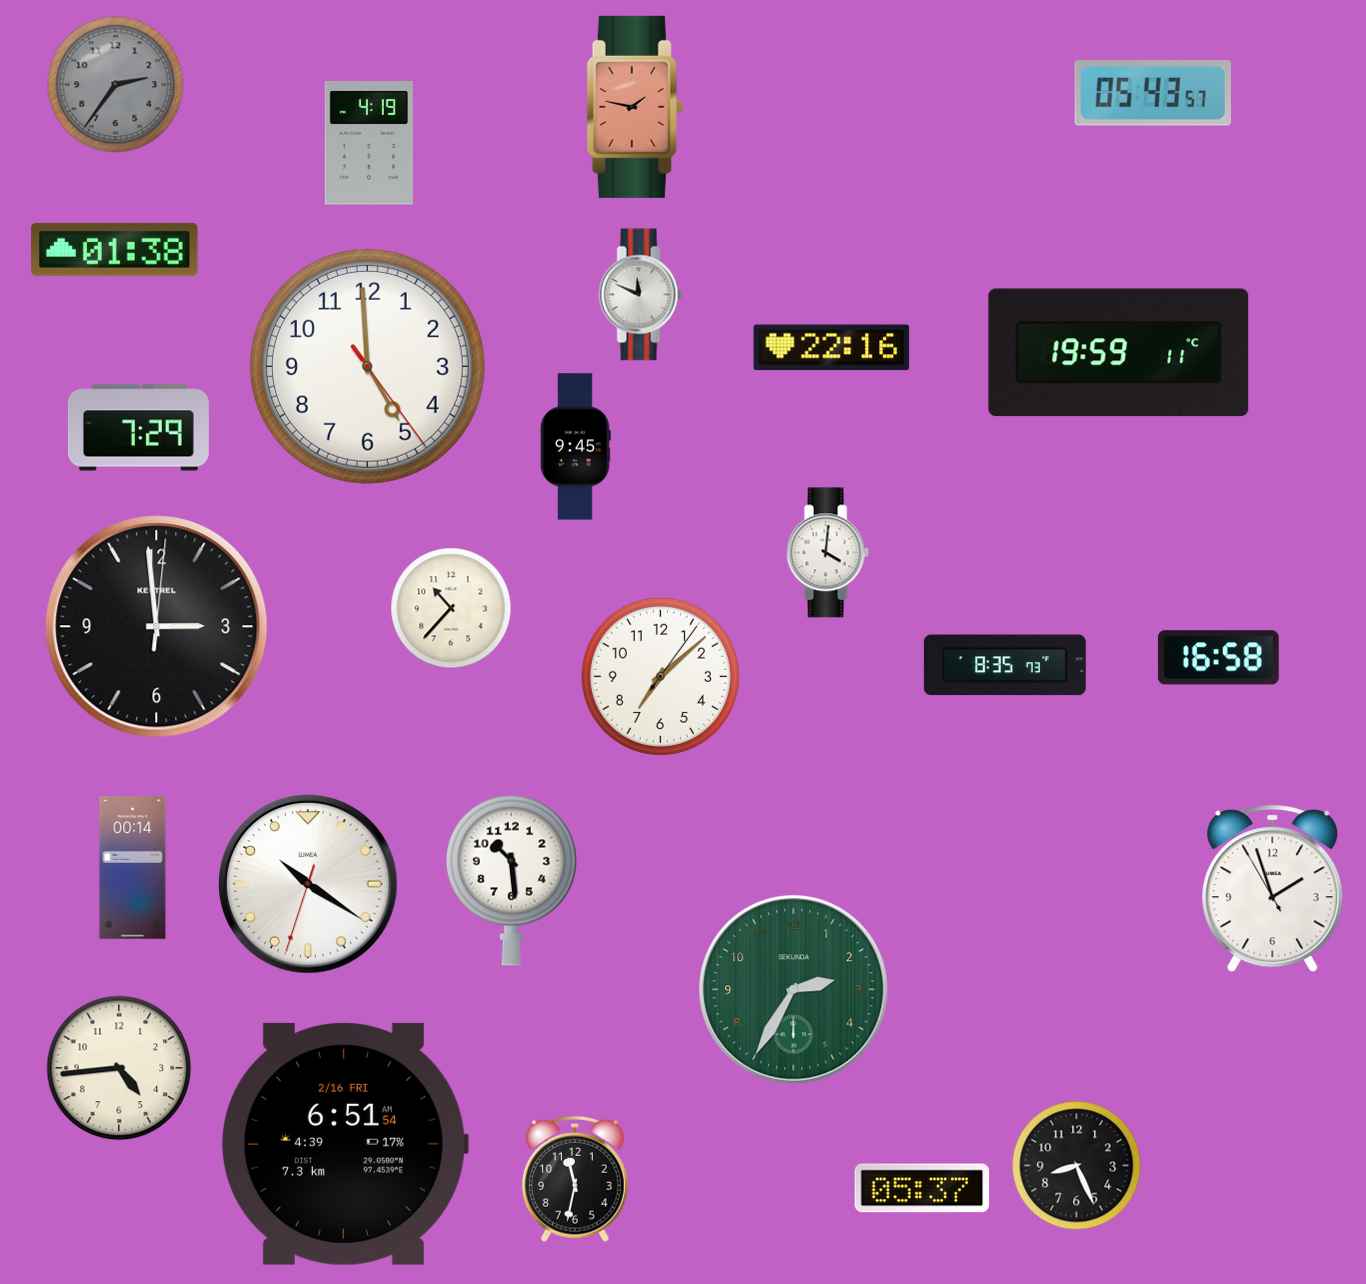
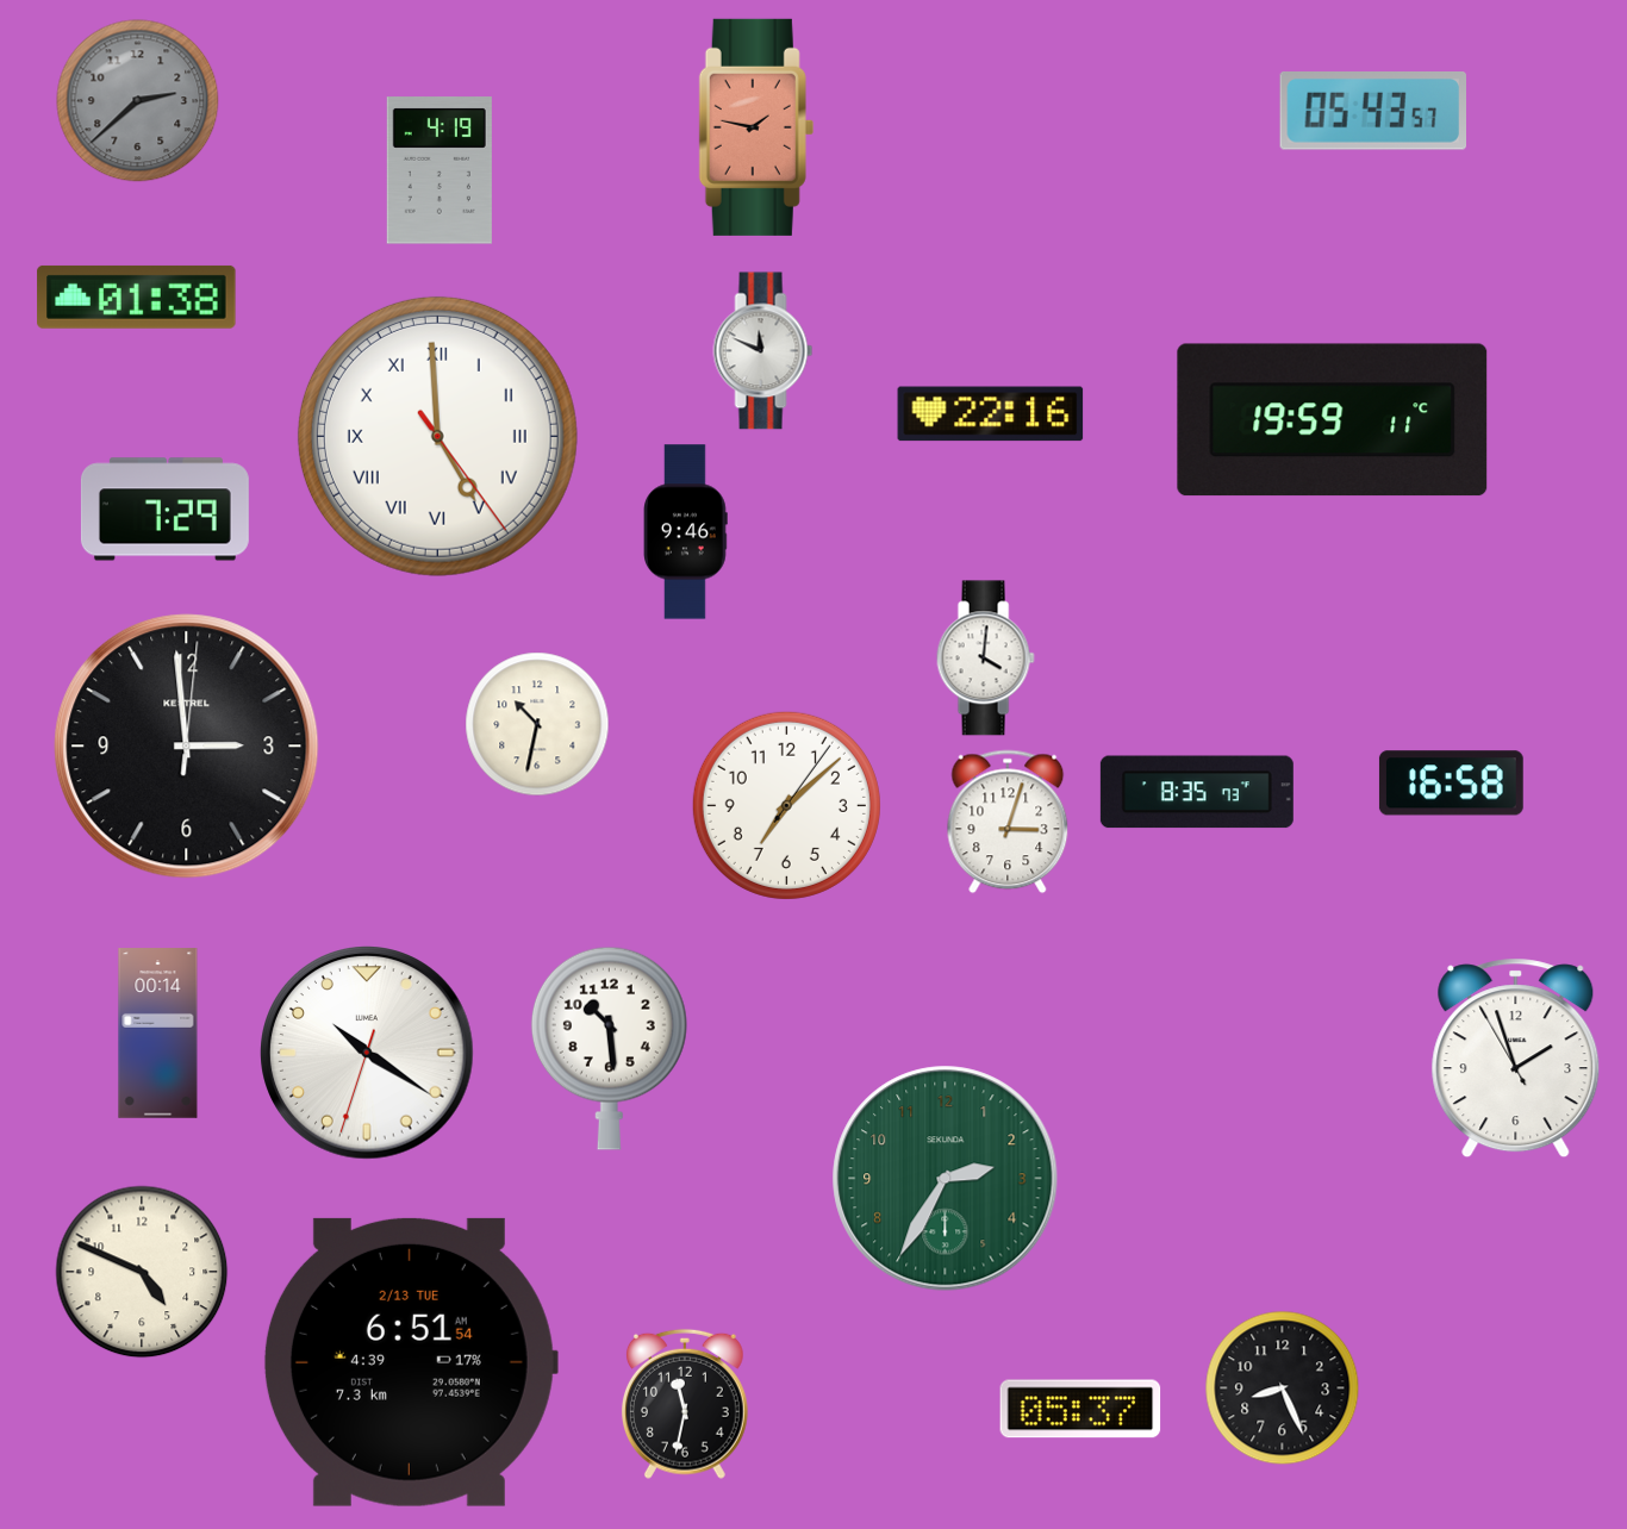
clock at (116, 85): 2:36 -> 2:38
clock at (367, 366) numerals: Arabic -> Roman
clock at (576, 447): 9:45 -> 9:46
clock at (451, 608): 10:37 -> 10:32
clock at (1008, 822): none -> 3:03
clock at (119, 1068): 4:44 -> 4:49
clock at (344, 1144) date: 2/16 FRI -> 2/13 TUE
clock at (922, 1188) position: (922, 1188) -> (1080, 1409)
